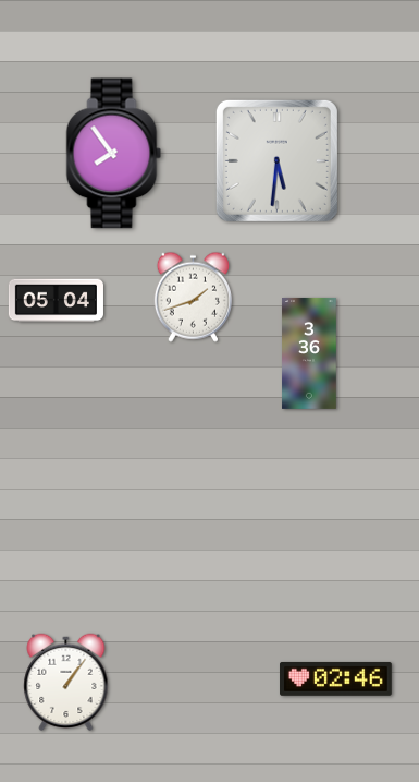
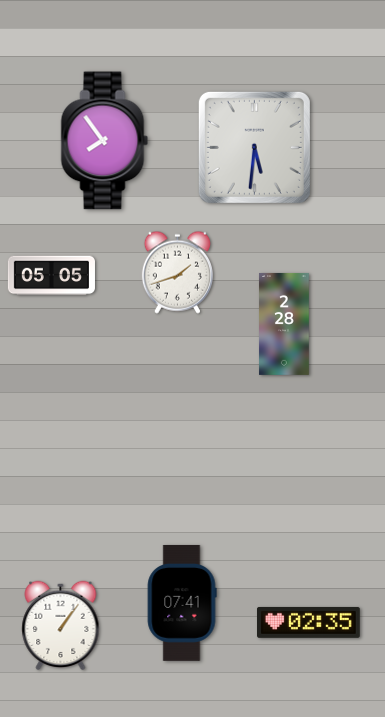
clock at (56, 301): 05:04 -> 05:05
clock at (309, 353): 3:36 -> 2:28
clock at (182, 603): none -> 07:41
clock at (336, 678): 02:46 -> 02:35
